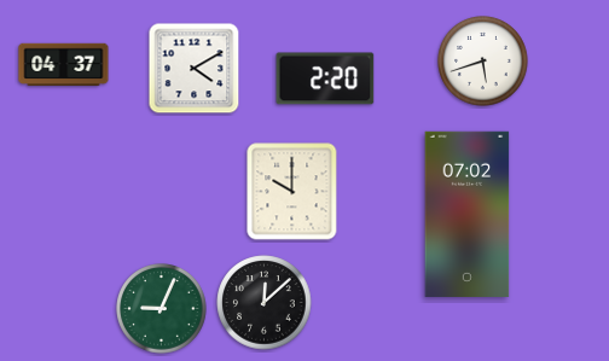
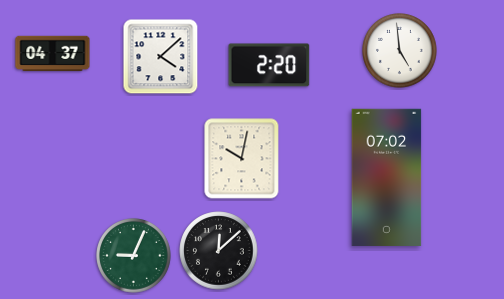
clock at (483, 62): 5:42 -> 4:59
clock at (195, 69): 4:10 -> 4:08
clock at (292, 192): 10:00 -> 10:02
